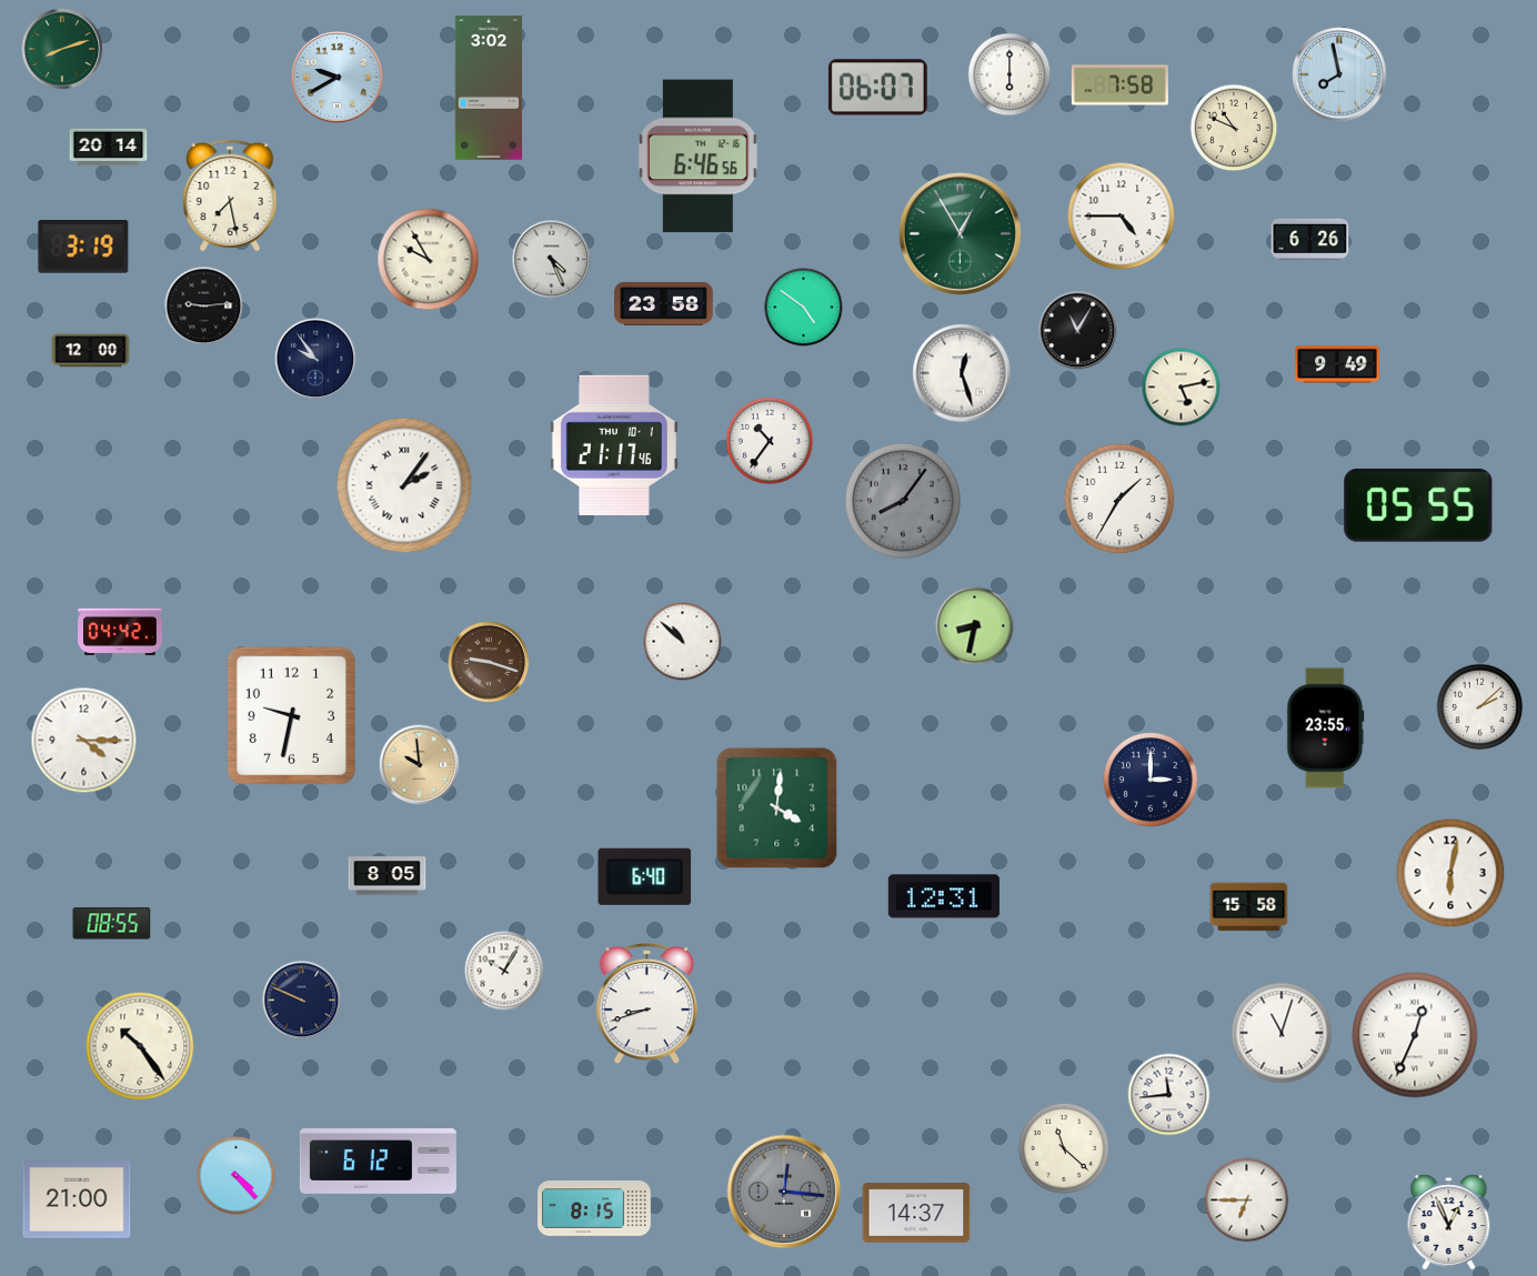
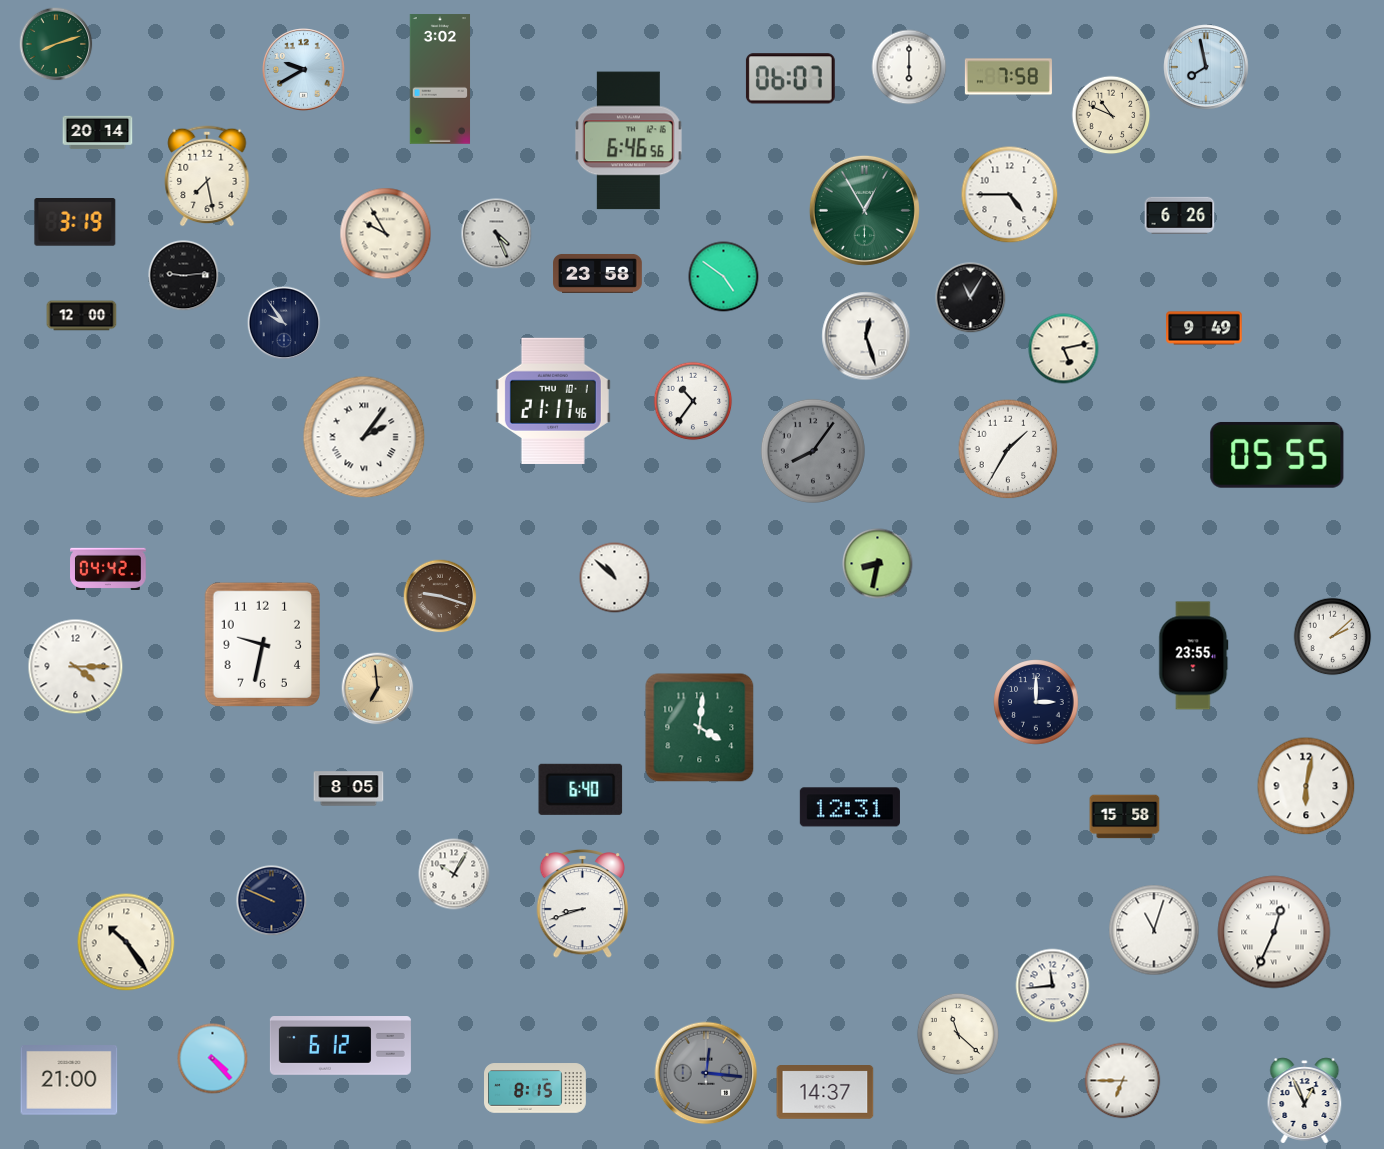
clock at (770, 441) position: (770, 441) -> (693, 401)
clock at (420, 765): 9:59 -> 6:59
clock at (112, 924): 08:55 -> none
